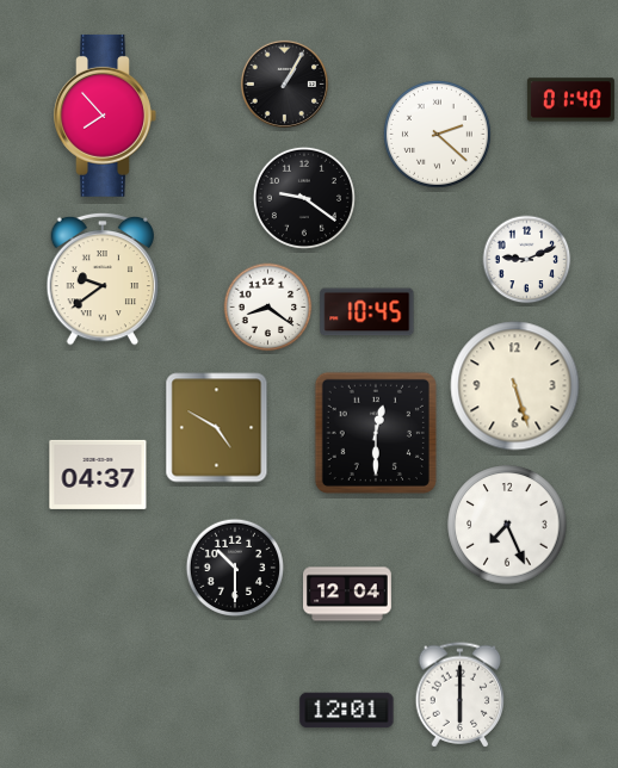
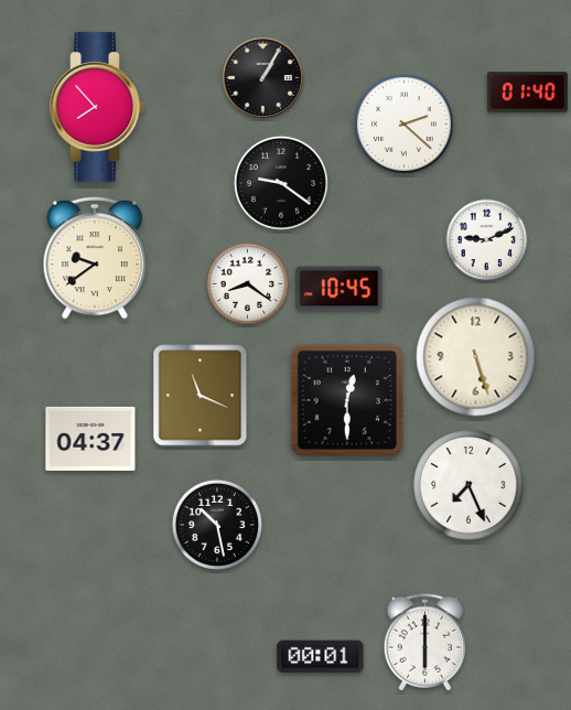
clock at (217, 428): 4:50 -> 11:19
clock at (234, 566): 10:30 -> 10:28
clock at (348, 594): 12:04 -> none
clock at (347, 711): 12:01 -> 00:01
